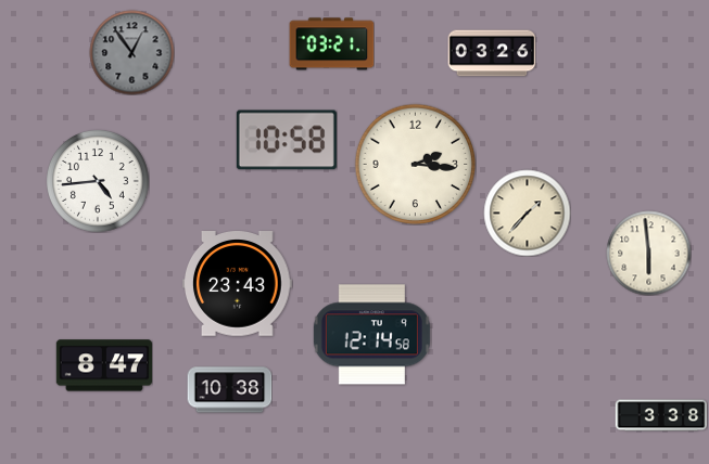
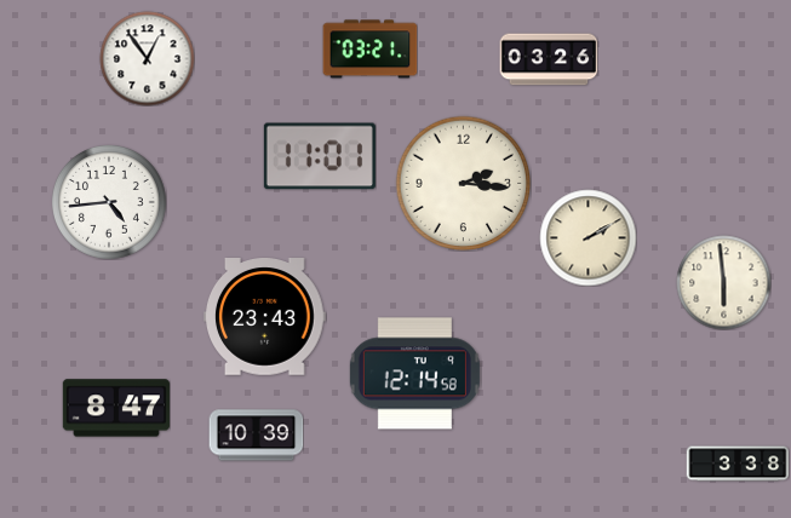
clock at (131, 52) dial: grey -> white
clock at (287, 140): 10:58 -> 11:01
clock at (527, 212): 1:37 -> 2:10
clock at (229, 390): 10:38 -> 10:39
